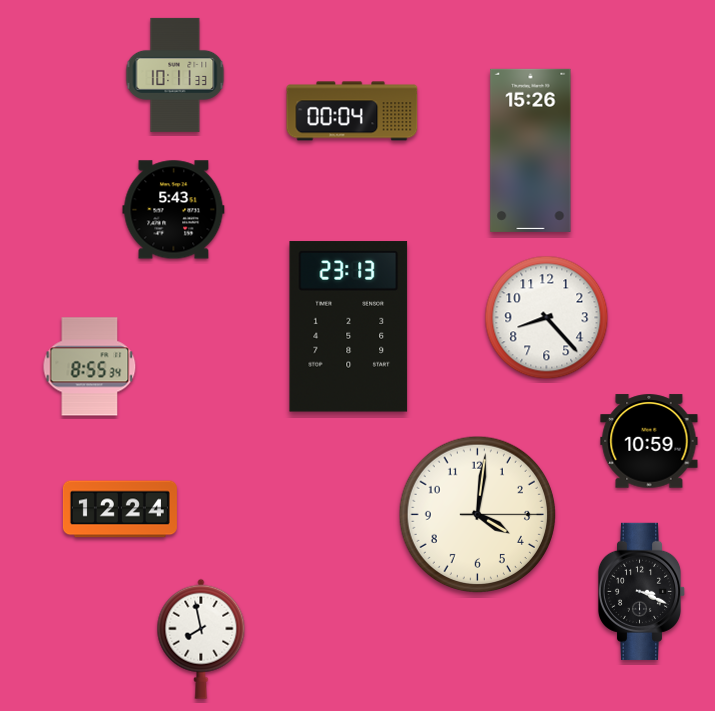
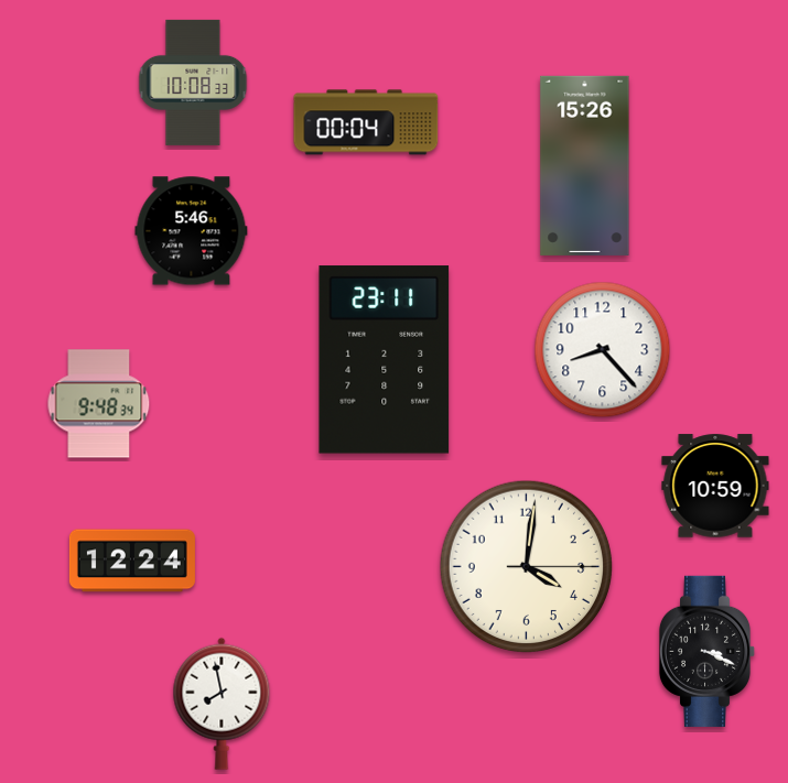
clock at (175, 75): 10:11 -> 10:08
clock at (352, 111) position: (352, 111) -> (366, 122)
clock at (174, 210): 5:43 -> 5:46
clock at (349, 327): 23:13 -> 23:11
clock at (90, 367): 8:55 -> 9:48
